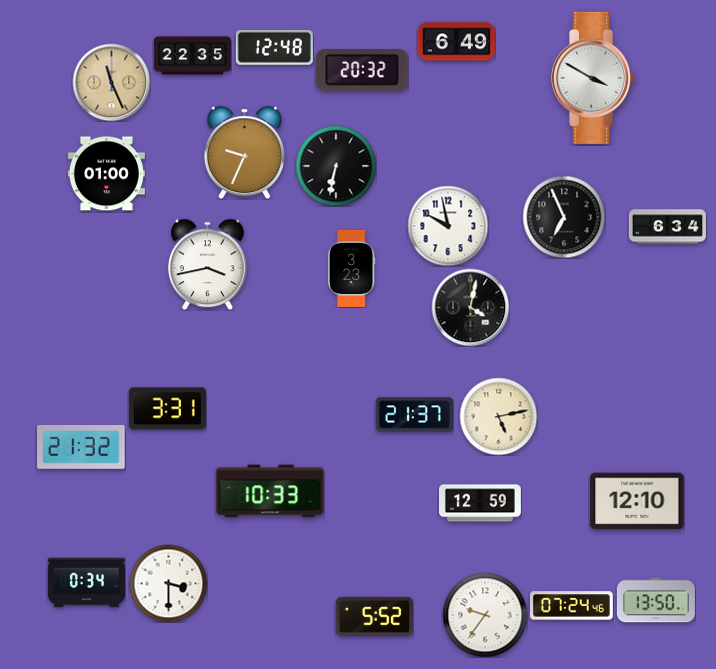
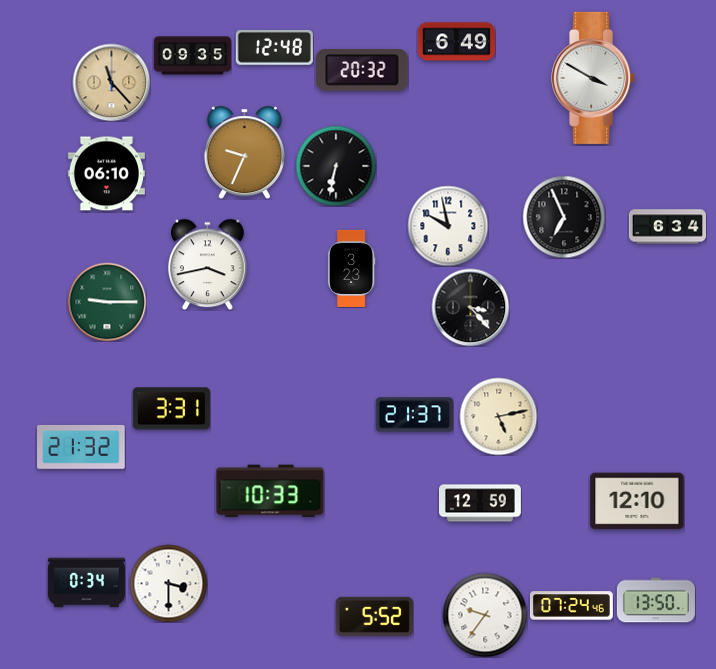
clock at (192, 56): 22:35 -> 09:35
clock at (111, 82): 11:26 -> 11:23
clock at (106, 174): 01:00 -> 06:10
clock at (107, 302): none -> 9:15
clock at (470, 307): 4:02 -> 3:23
clock at (167, 409) position: (167, 409) -> (171, 409)
